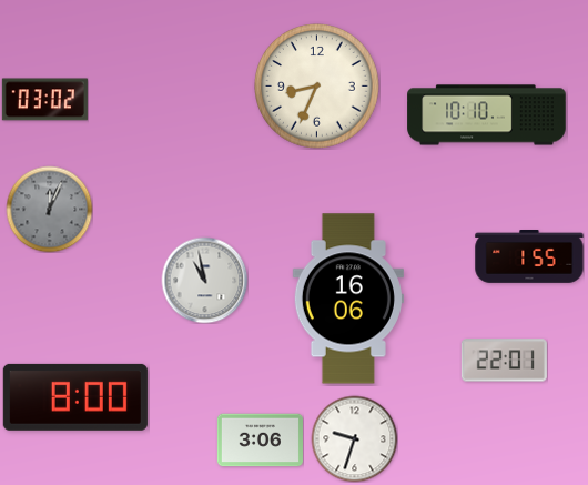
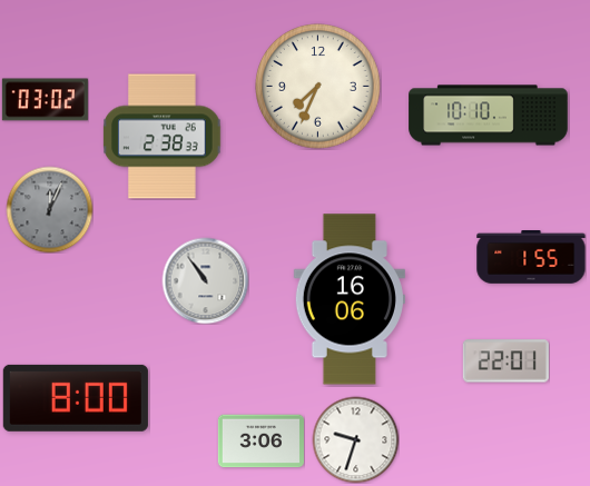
clock at (317, 87): 8:34 -> 7:34
clock at (163, 137): none -> 2:38
clock at (204, 280): 10:58 -> 10:54
